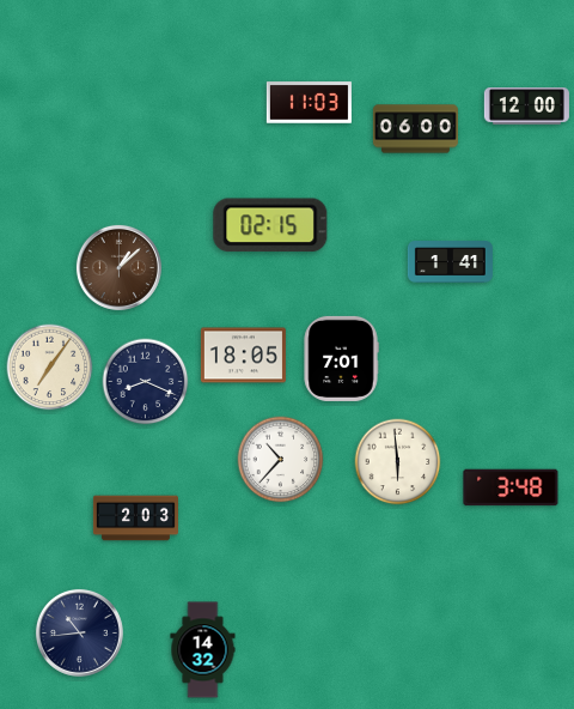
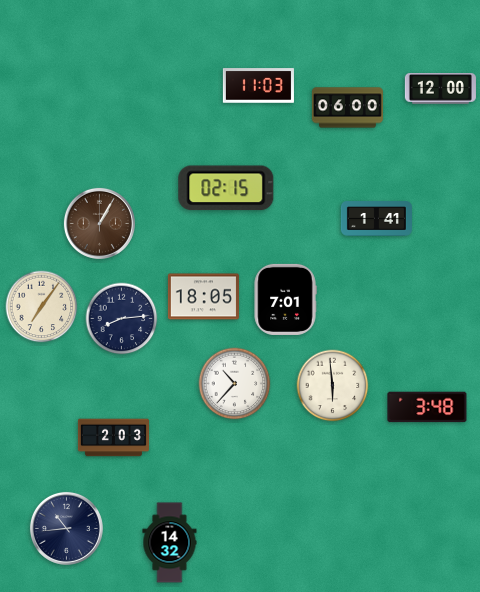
clock at (118, 267): 1:08 -> 1:05
clock at (146, 382): 8:19 -> 8:14
clock at (135, 519) position: (135, 519) -> (113, 438)
